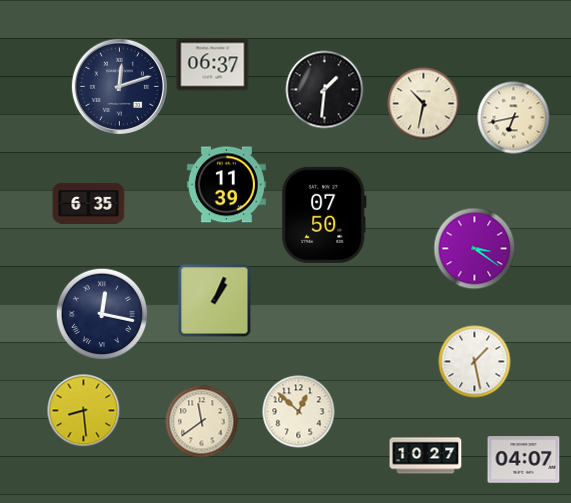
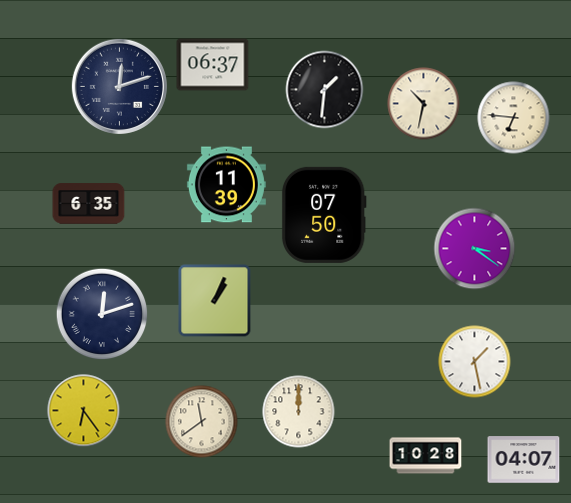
clock at (514, 118): 6:43 -> 6:46
clock at (102, 314): 12:17 -> 12:12
clock at (84, 411): 8:29 -> 6:24
clock at (299, 412): 12:52 -> 12:00
clock at (426, 456): 10:27 -> 10:28
